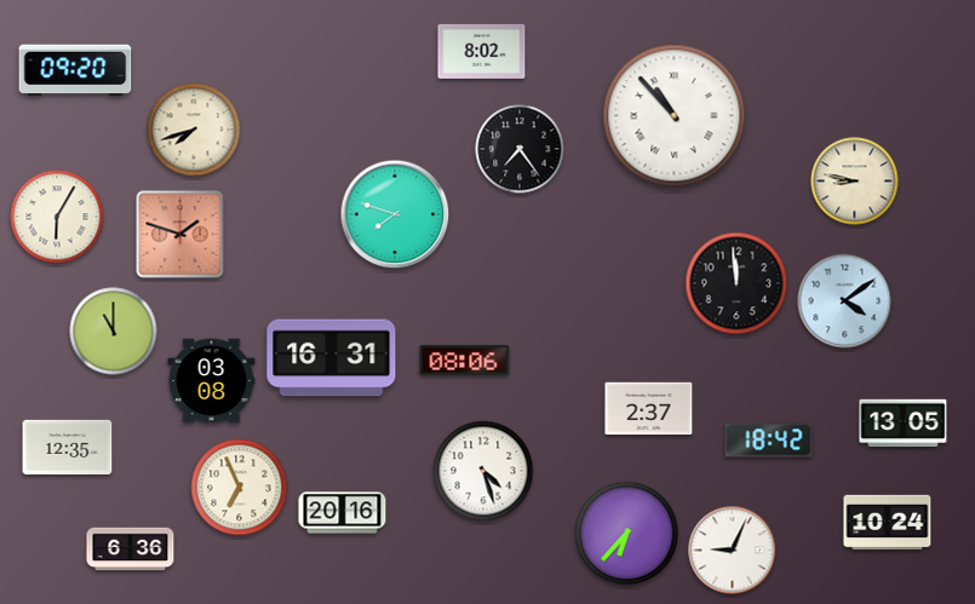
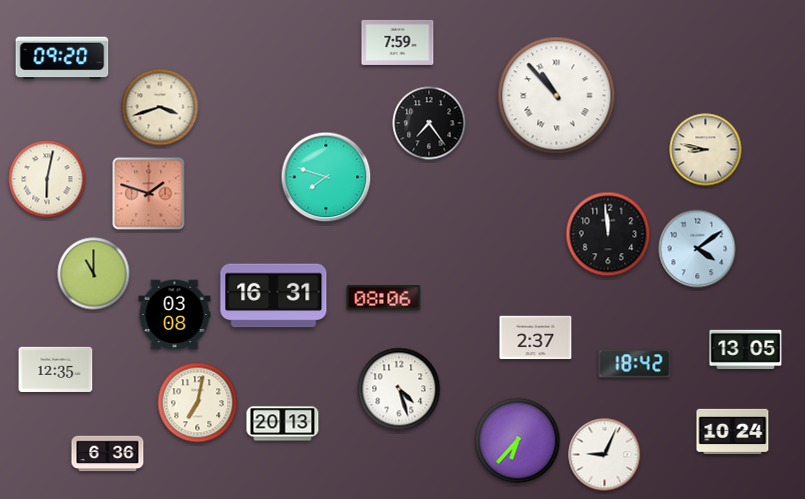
clock at (482, 51): 8:02 -> 7:59
clock at (194, 130): 7:42 -> 3:42
clock at (57, 217): 6:05 -> 6:02
clock at (240, 488): 6:56 -> 7:02
clock at (343, 513): 20:16 -> 20:13
